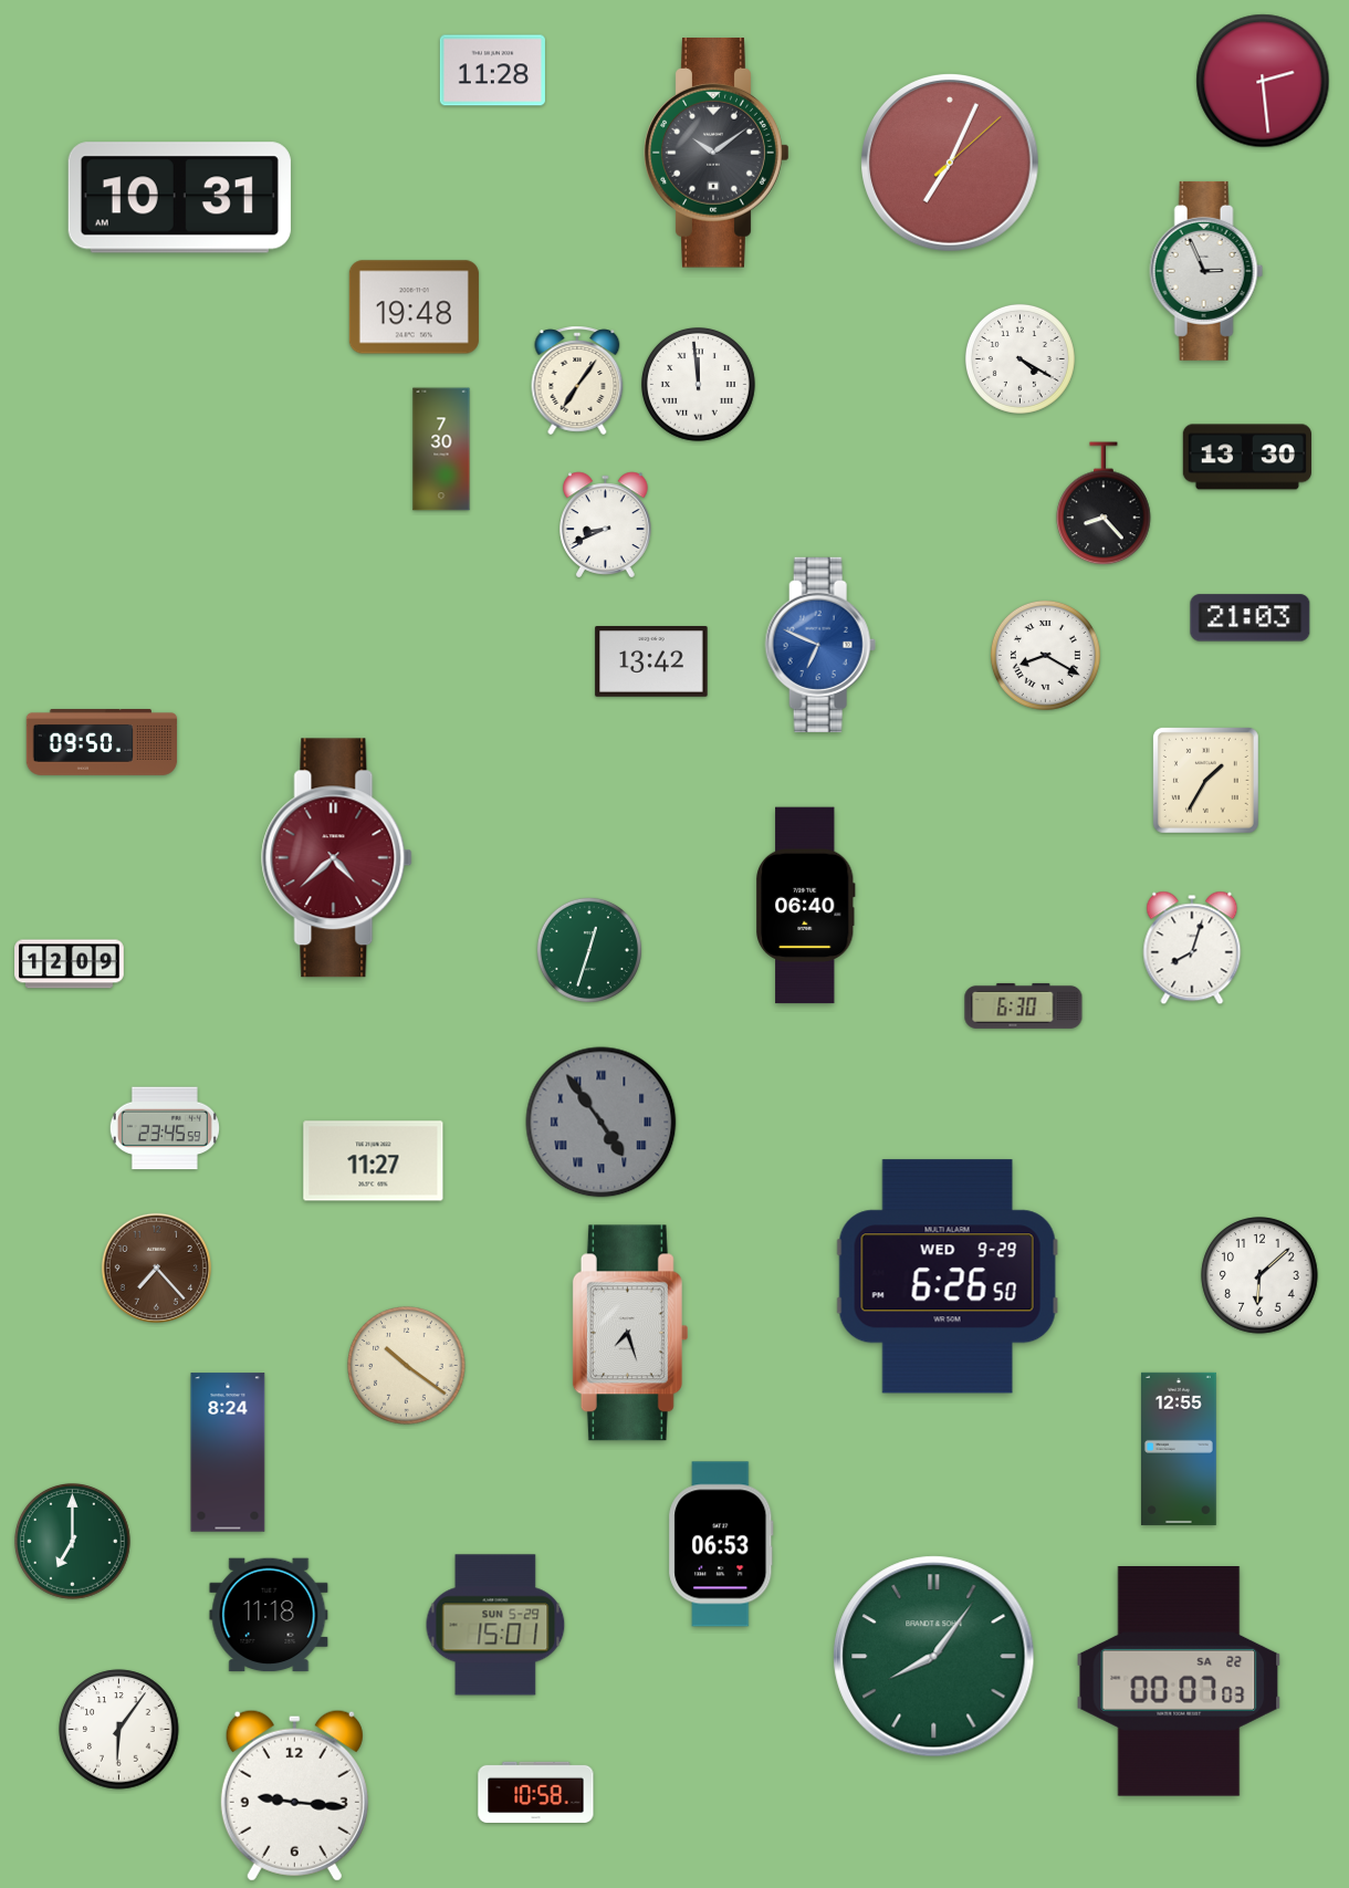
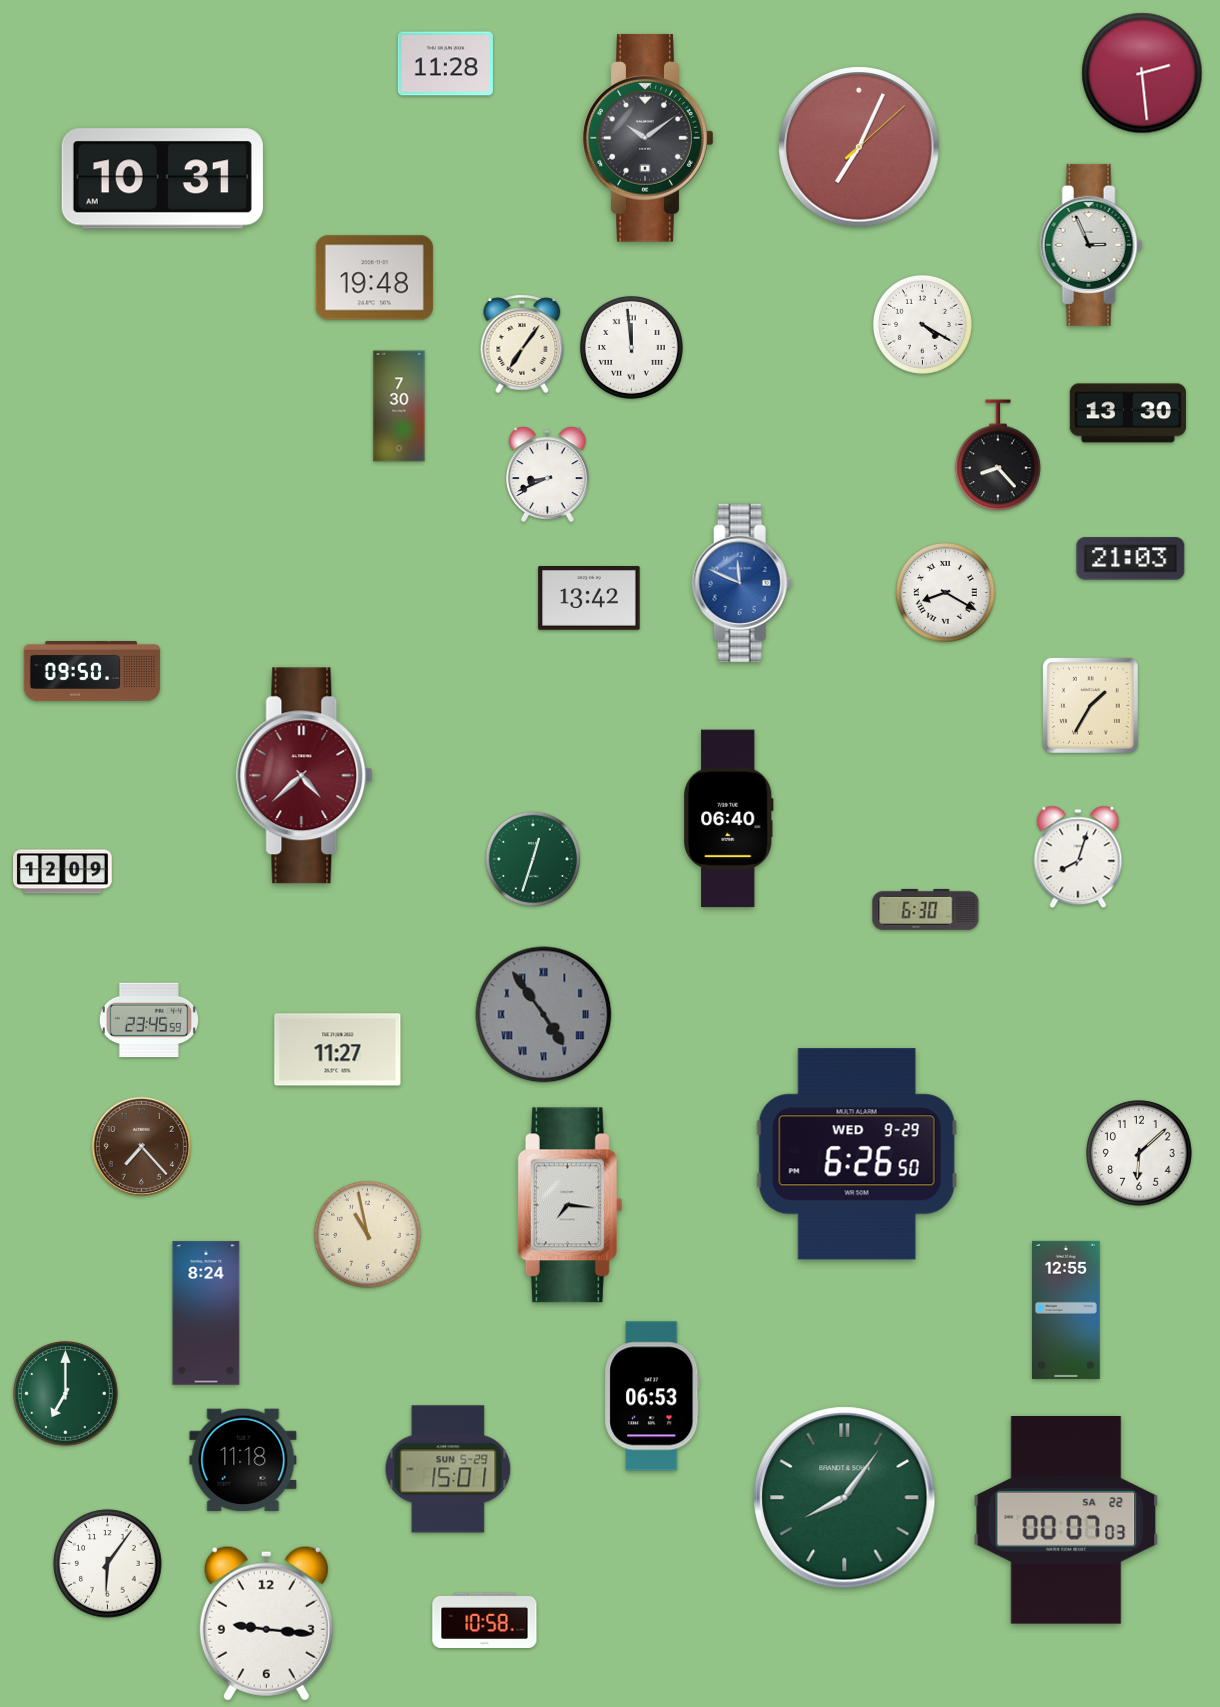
clock at (820, 645): 6:49 -> 11:49
clock at (629, 1333): 7:27 -> 7:16
clock at (407, 1366): 10:21 -> 10:58
